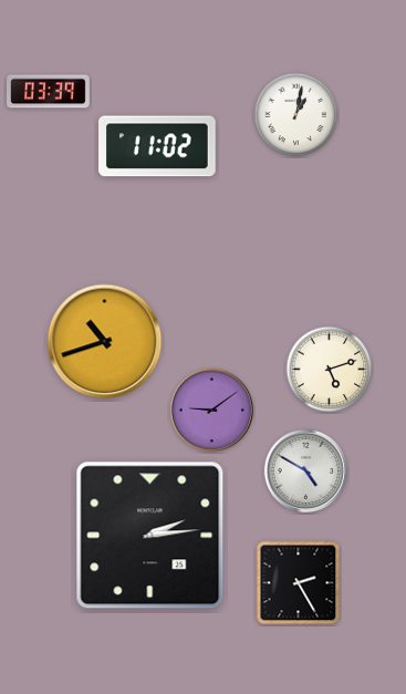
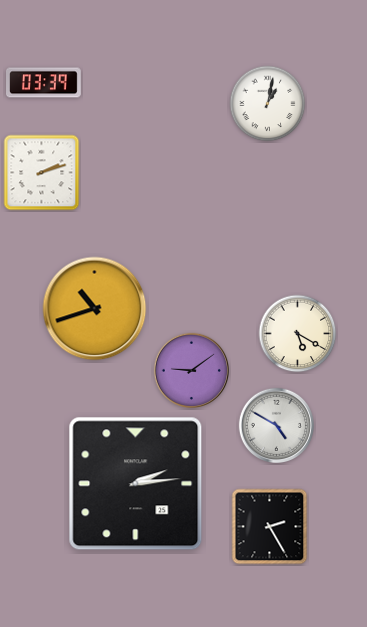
clock at (157, 146): 11:02 -> none
clock at (42, 173): none -> 2:12
clock at (330, 370): 5:12 -> 5:20
